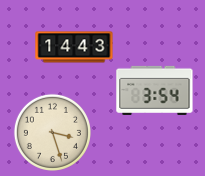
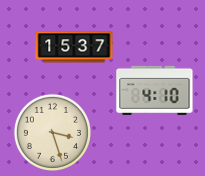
clock at (74, 47): 14:43 -> 15:37
clock at (155, 90): 3:54 -> 4:10
